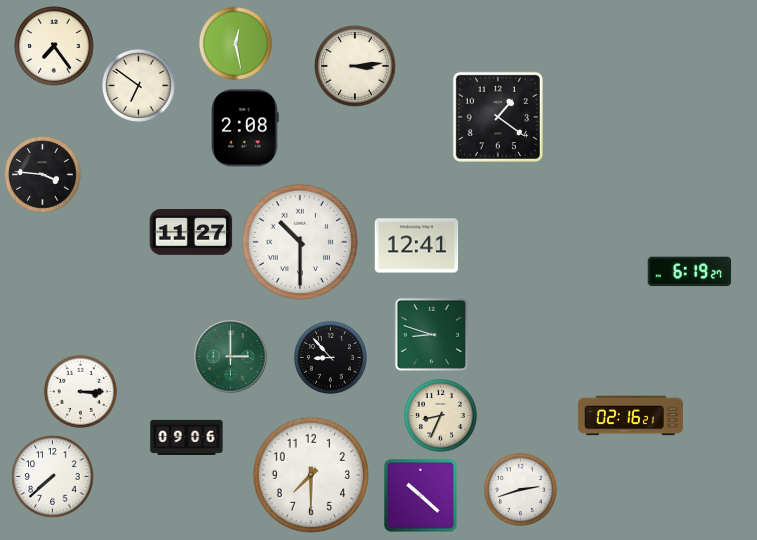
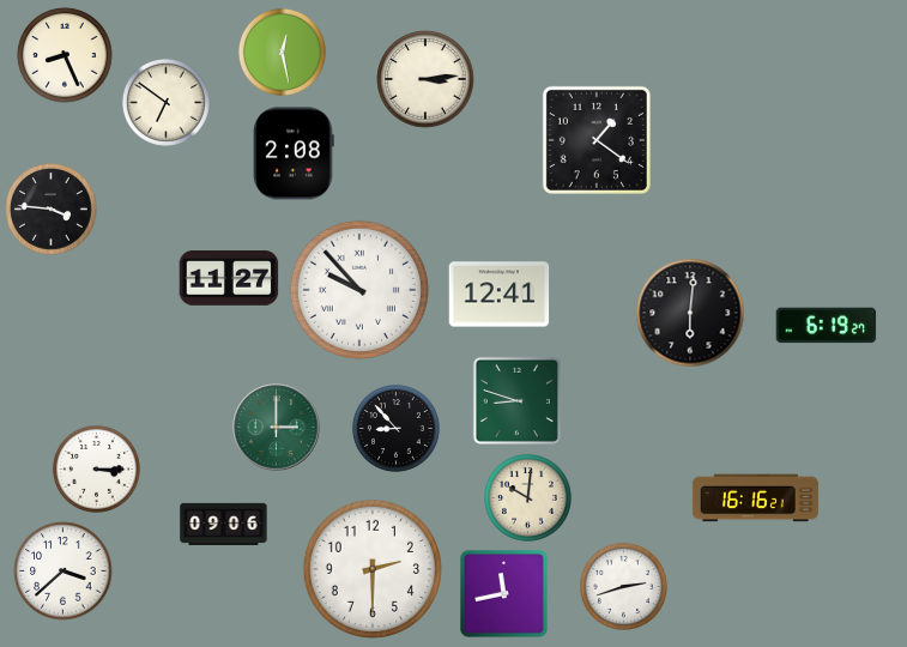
clock at (54, 46): 7:24 -> 8:26
clock at (300, 242): 10:30 -> 9:53
clock at (690, 313): none -> 6:01
clock at (440, 415): 8:34 -> 10:01
clock at (630, 416): 02:16 -> 16:16
clock at (311, 475): 7:30 -> 2:30
clock at (53, 477): 7:38 -> 3:38
clock at (421, 496): 10:22 -> 11:43
